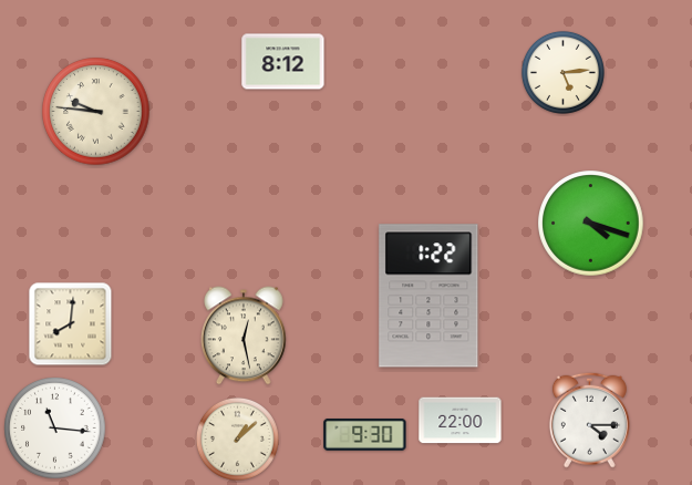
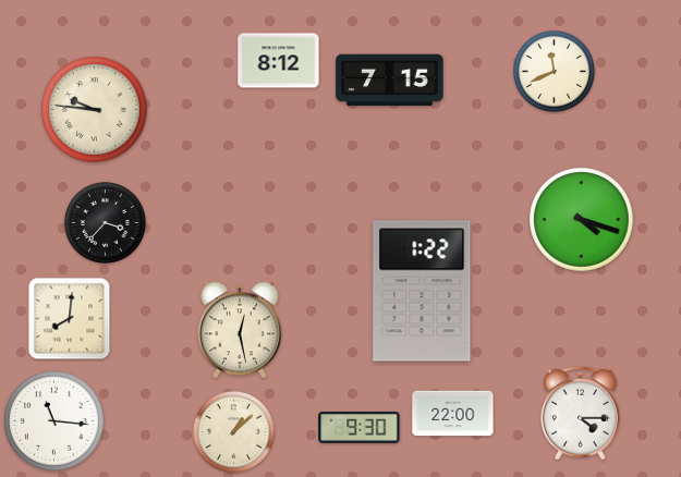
clock at (562, 72): 5:14 -> 11:41
clock at (390, 81): none -> 7:15
clock at (105, 222): none -> 3:37
